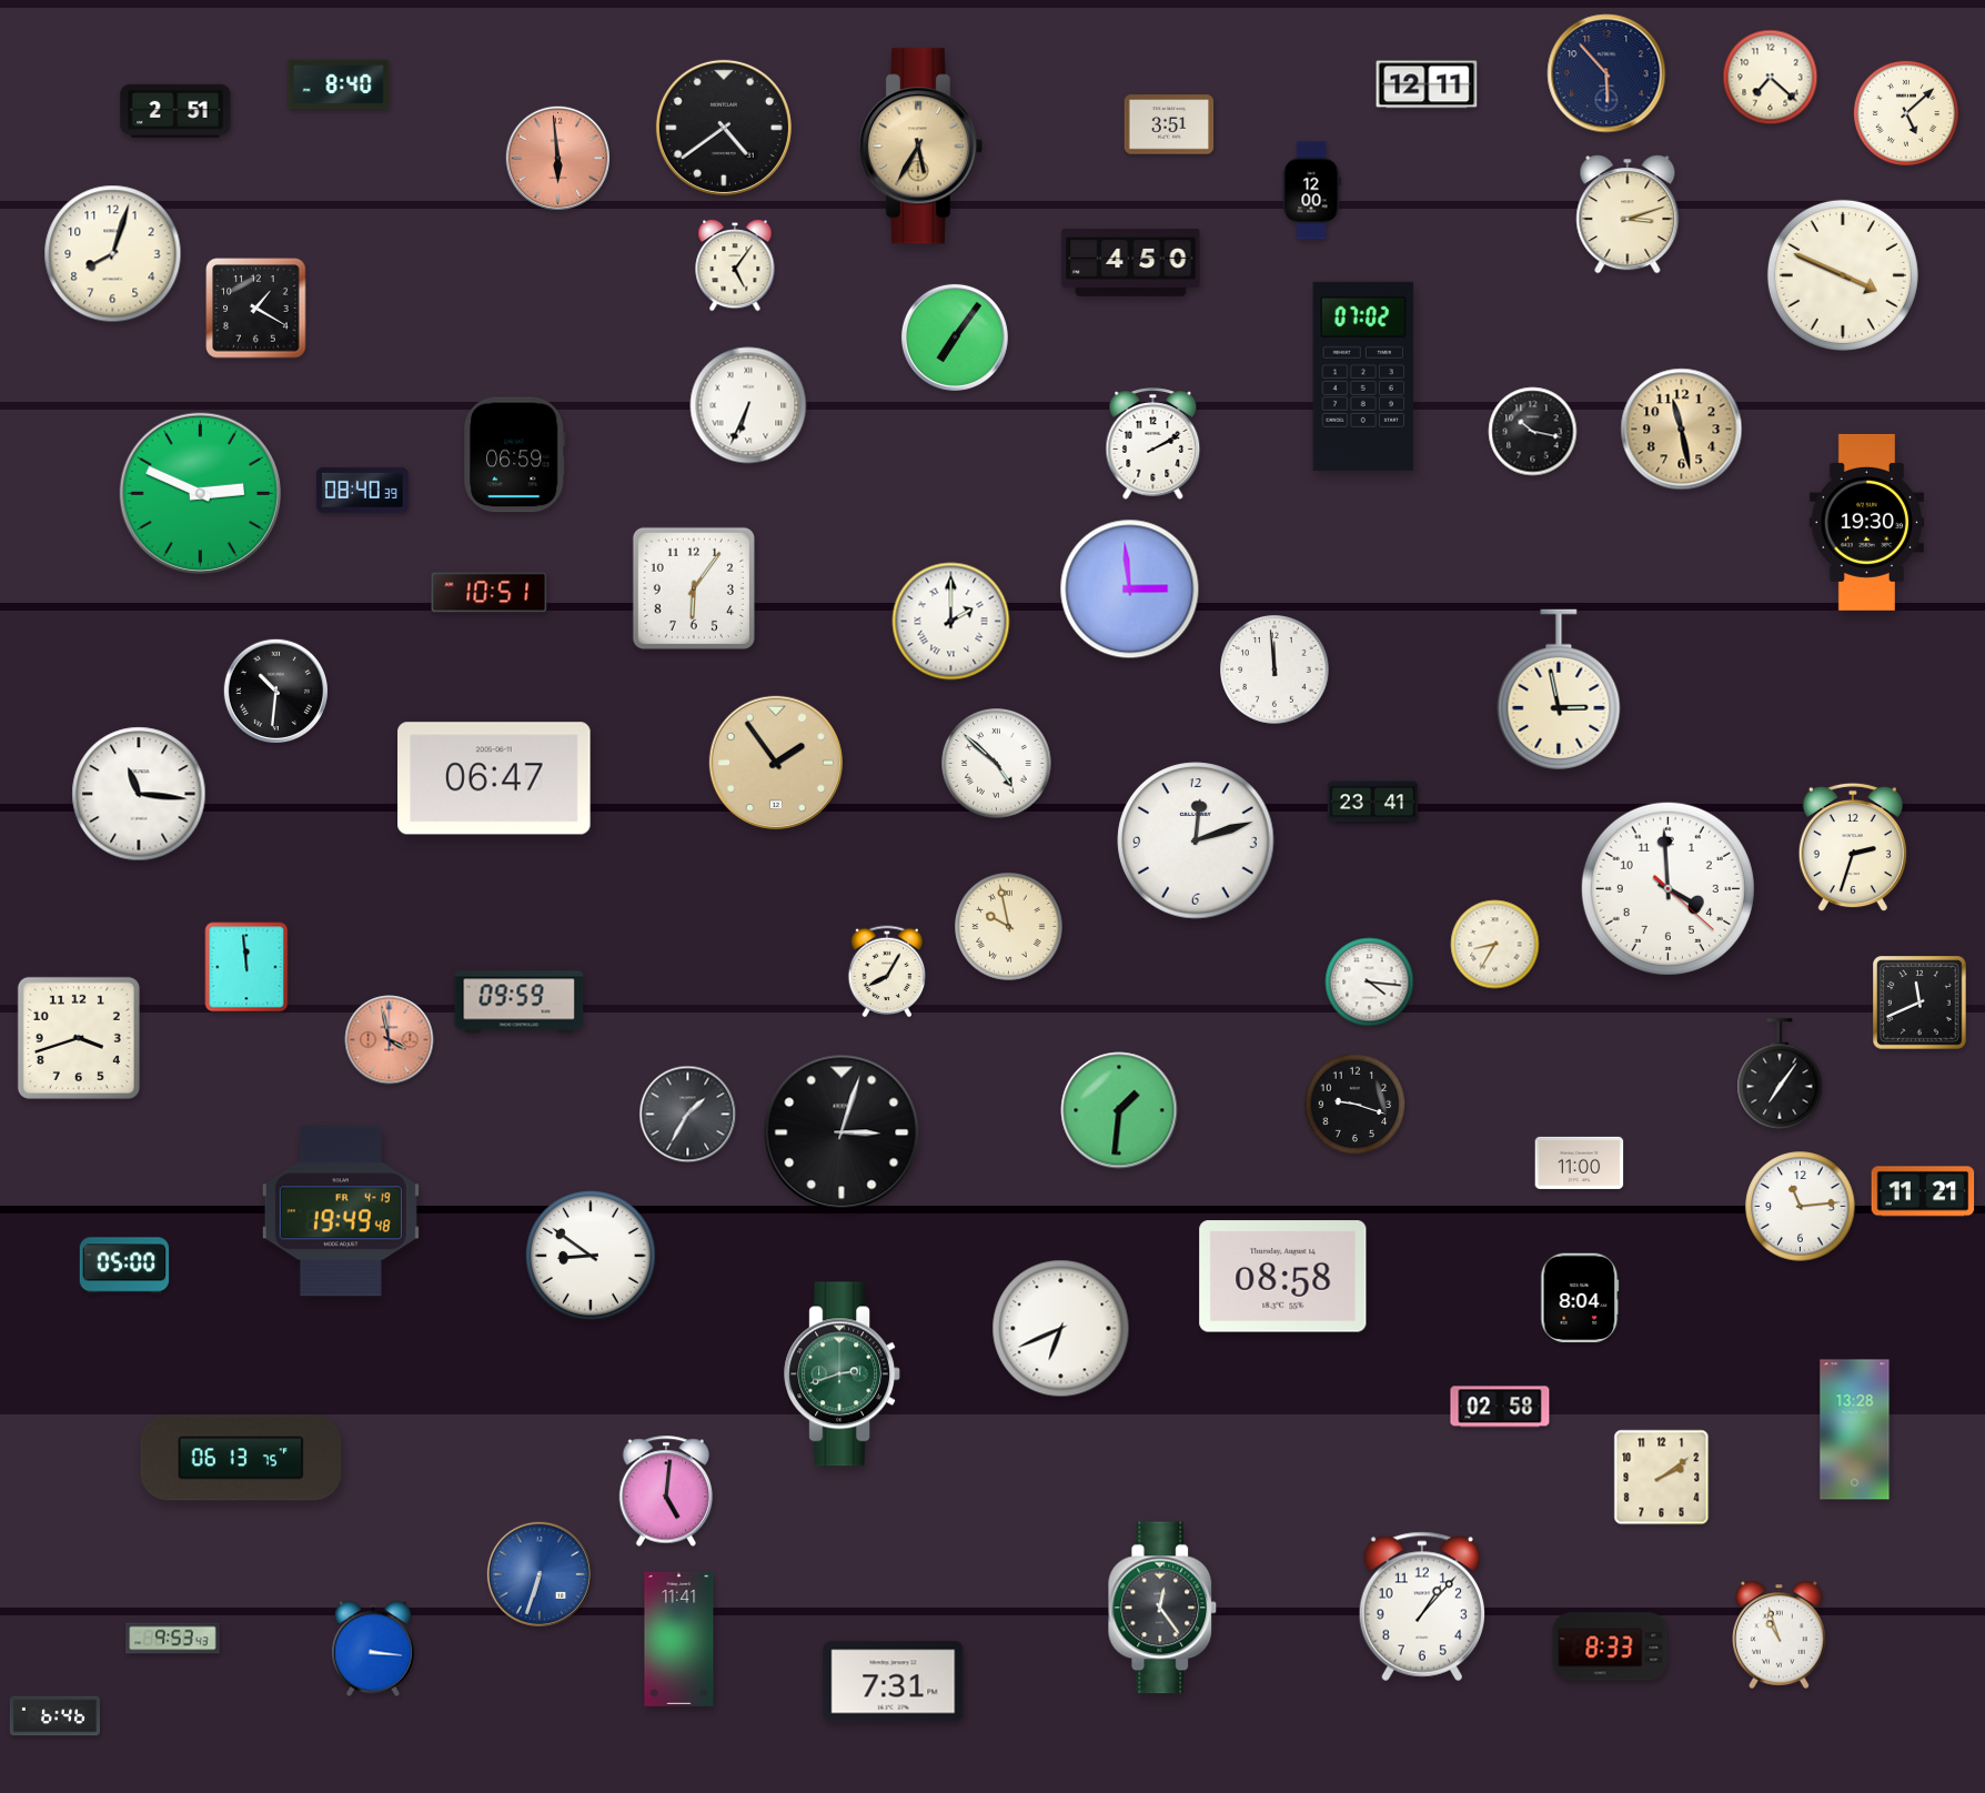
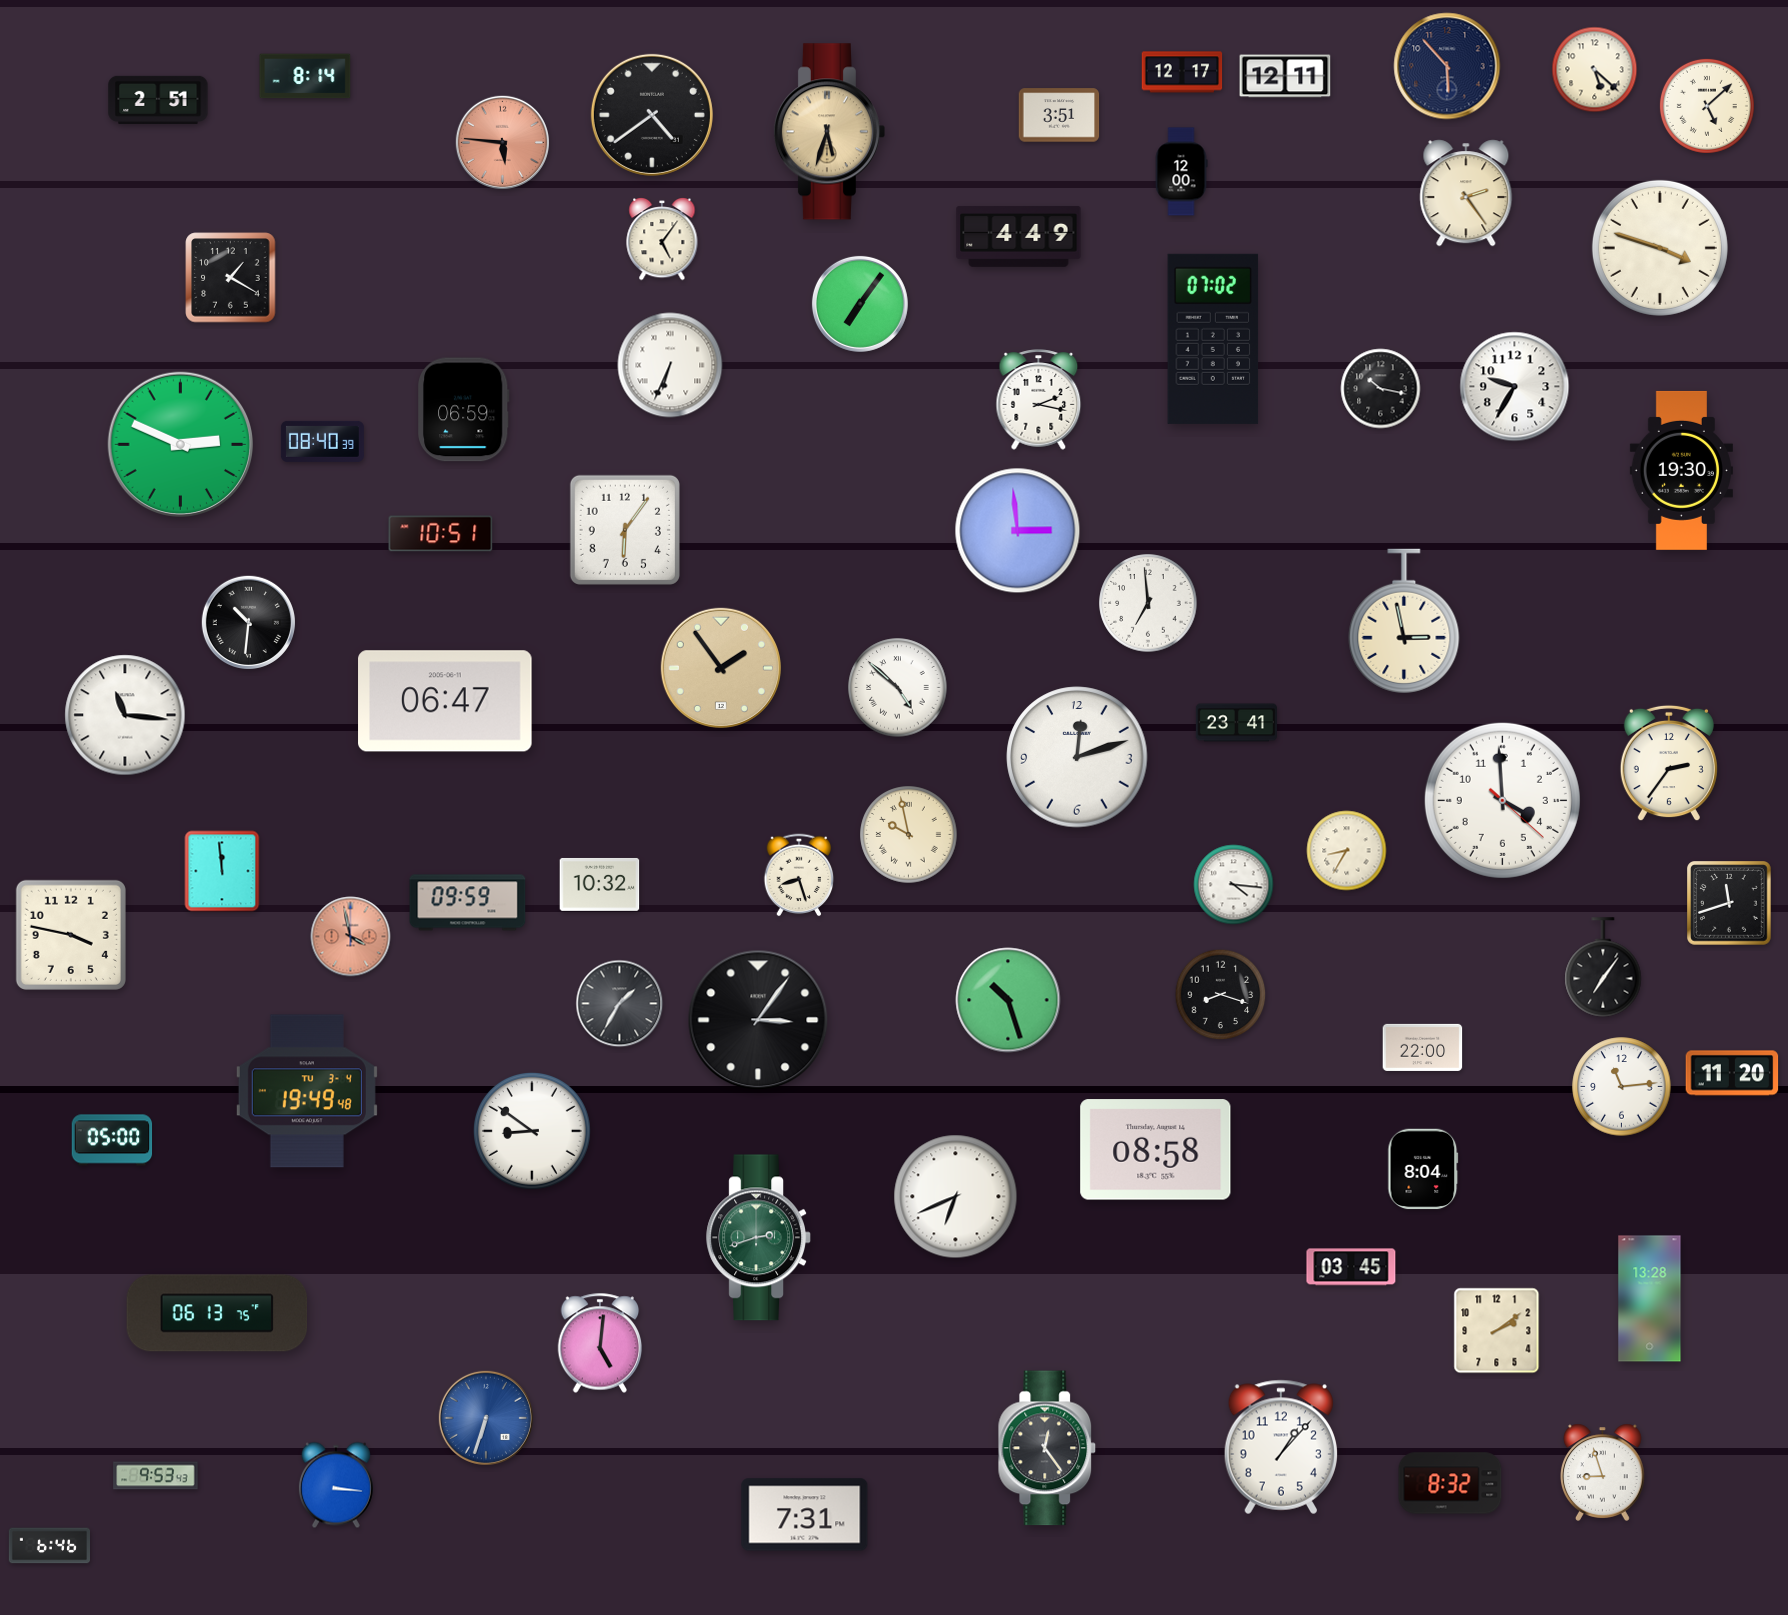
clock at (1771, 78): 7:22 -> 5:22
clock at (1182, 72): none -> 12:17
clock at (339, 84): 8:40 -> 8:14
clock at (1906, 113) position: (1906, 113) -> (1707, 106)
clock at (1169, 124) position: (1169, 124) -> (1059, 115)
clock at (920, 147): 5:35 -> 5:33
clock at (557, 158): 5:59 -> 5:46
clock at (1628, 214): 3:12 -> 2:24
clock at (113, 254): 8:03 -> none
clock at (1131, 262): 4:50 -> 4:49
clock at (1843, 275): 3:49 -> 3:48
clock at (1363, 376) position: (1363, 376) -> (1213, 339)
clock at (748, 405) position: (748, 405) -> (670, 365)
clock at (1682, 430): 11:28 -> 9:35
clock at (1682, 430) dial: champagne -> white
clock at (1153, 444): 2:10 -> 2:17
clock at (362, 490) position: (362, 490) -> (322, 441)
clock at (951, 622): 2:00 -> none
clock at (1274, 669): 11:59 -> 6:59
clock at (776, 763) position: (776, 763) -> (721, 668)
clock at (1853, 847): 2:33 -> 2:36
clock at (887, 971): 8:05 -> 8:27
clock at (600, 884): none -> 10:32
clock at (1921, 1004): 11:41 -> 11:42
clock at (79, 1038): 3:42 -> 3:47
clock at (1356, 1105): 9:18 -> 8:18
clock at (1119, 1110): 1:31 -> 10:27
clock at (842, 1132): 3:03 -> 3:06
clock at (1580, 1162): 11:00 -> 22:00
clock at (1923, 1191): 11:21 -> 11:20
clock at (341, 1211) date: FR 4-19 -> TU 3-4
clock at (1500, 1407): 02:58 -> 03:45
clock at (1855, 1430) position: (1855, 1430) -> (1650, 1299)
clock at (1780, 1634): 10:57 -> 8:57
clock at (679, 1639): 11:41 -> none
clock at (1610, 1646): 8:33 -> 8:32
